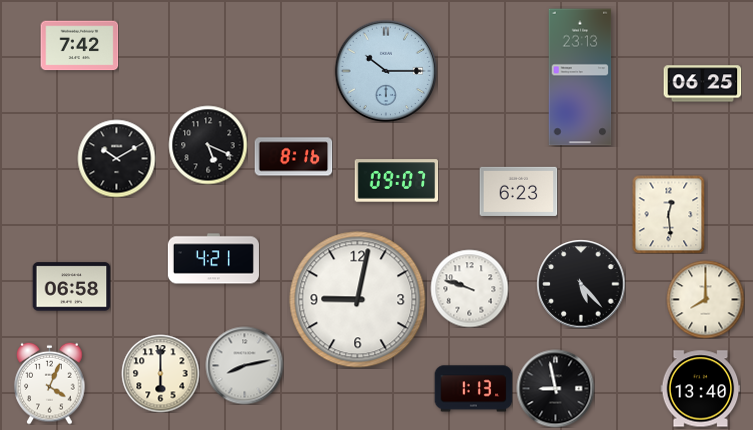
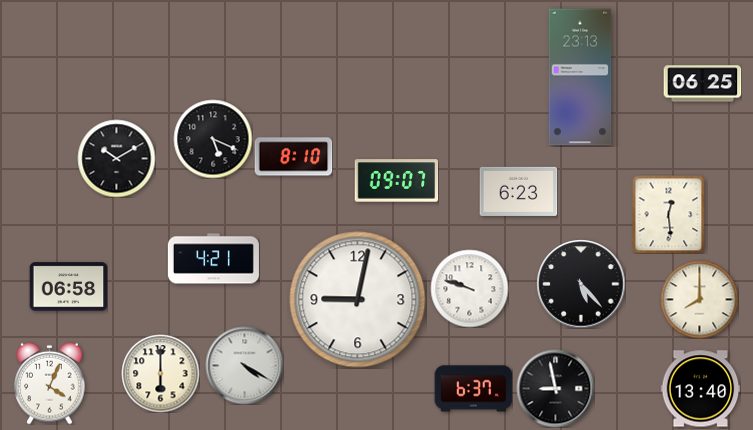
clock at (79, 46): 7:42 -> none
clock at (386, 71): 10:15 -> none
clock at (208, 145) position: (208, 145) -> (213, 139)
clock at (293, 157): 8:16 -> 8:10
clock at (71, 287) position: (71, 287) -> (68, 287)
clock at (705, 299) position: (705, 299) -> (699, 299)
clock at (244, 365): 8:13 -> 4:20
clock at (473, 389): 1:13 -> 6:37
